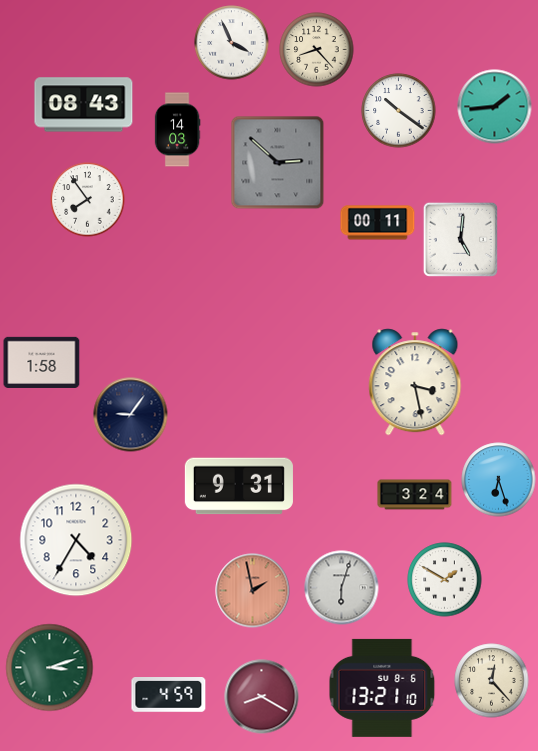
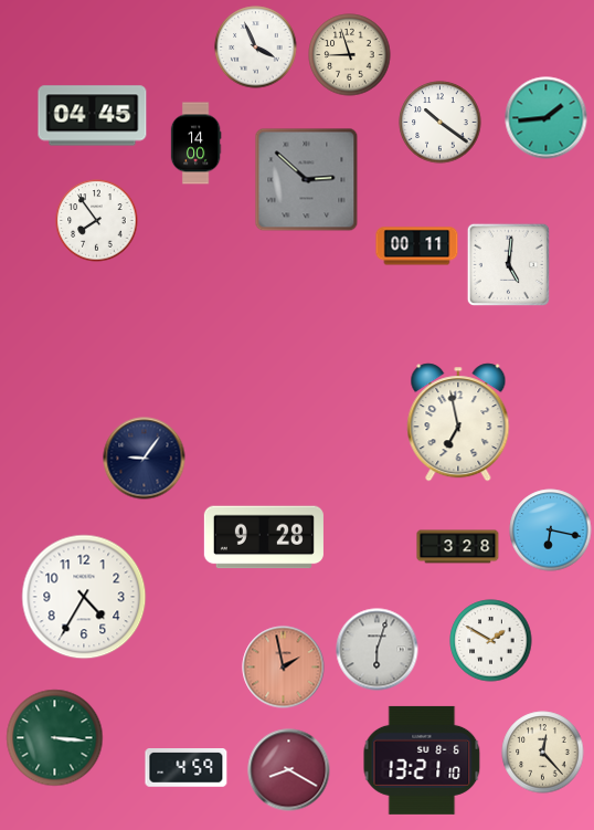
clock at (317, 50): 8:23 -> 8:57
clock at (84, 105): 08:43 -> 04:45
clock at (177, 130): 14:03 -> 14:00
clock at (42, 362): 1:58 -> none
clock at (415, 382): 3:28 -> 6:58
clock at (499, 480): 6:27 -> 6:17
clock at (239, 486): 9:31 -> 9:28
clock at (415, 495): 3:24 -> 3:28
clock at (253, 591) position: (253, 591) -> (284, 668)
clock at (50, 668): 3:12 -> 3:16
